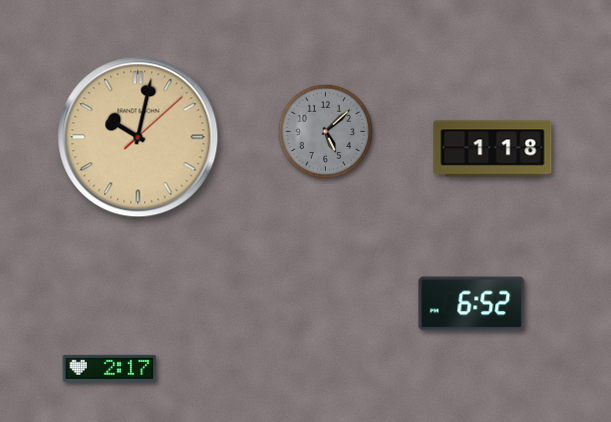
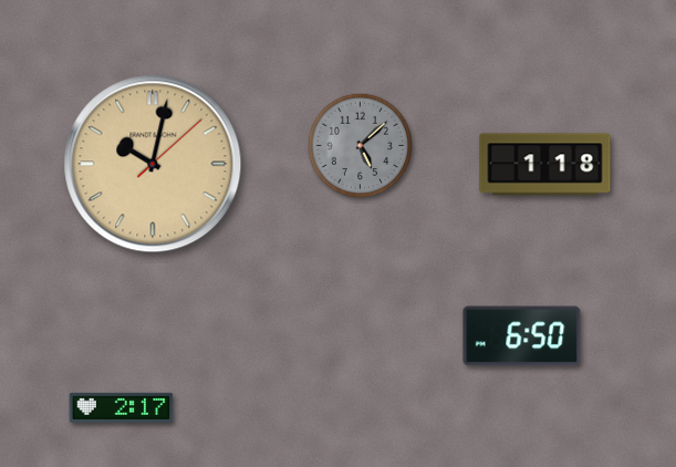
clock at (138, 137) position: (138, 137) -> (153, 164)
clock at (472, 304): 6:52 -> 6:50
